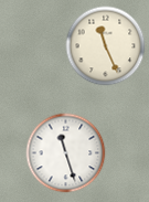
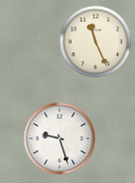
clock at (66, 153): 11:27 -> 9:27
